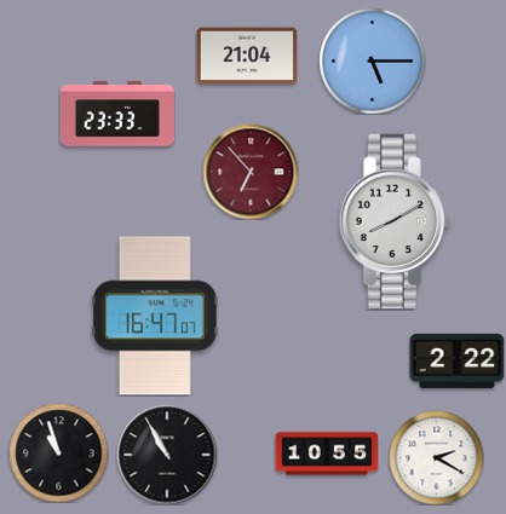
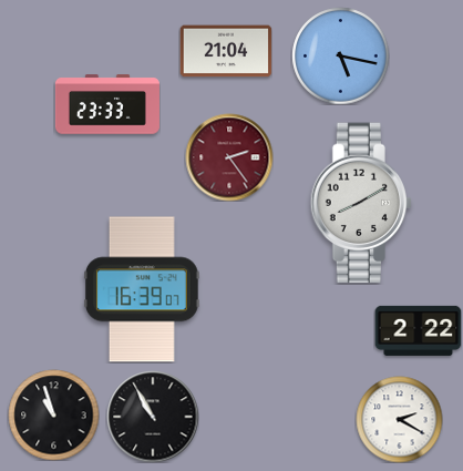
clock at (372, 60): 5:15 -> 5:17
clock at (251, 172): 6:53 -> 2:24
clock at (155, 316): 16:47 -> 16:39
clock at (327, 454): 10:55 -> none
